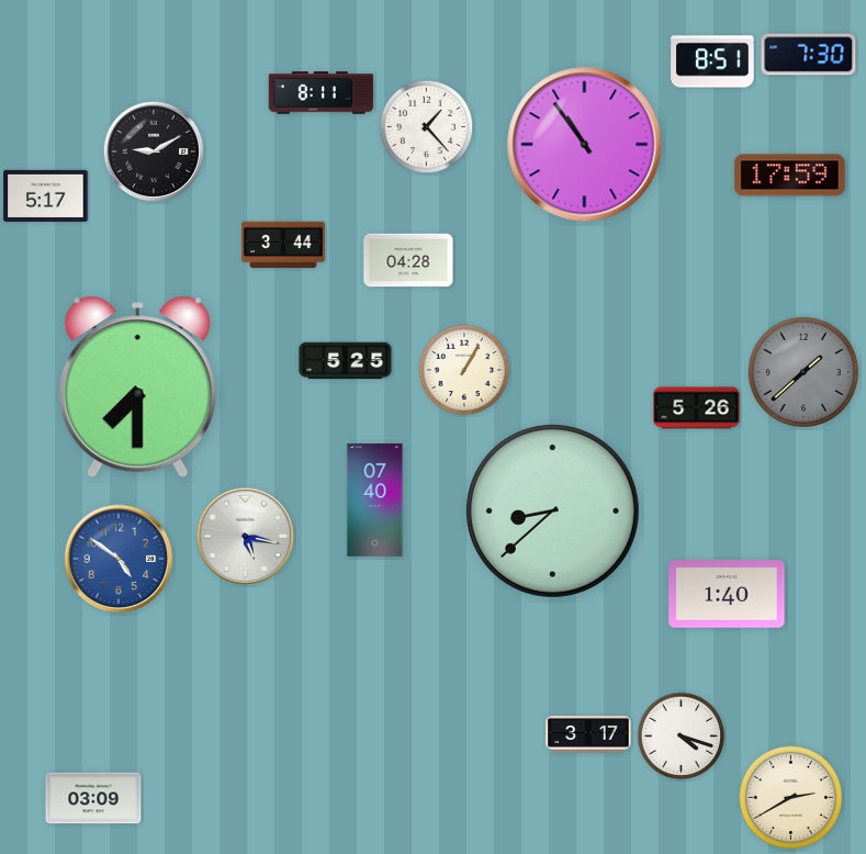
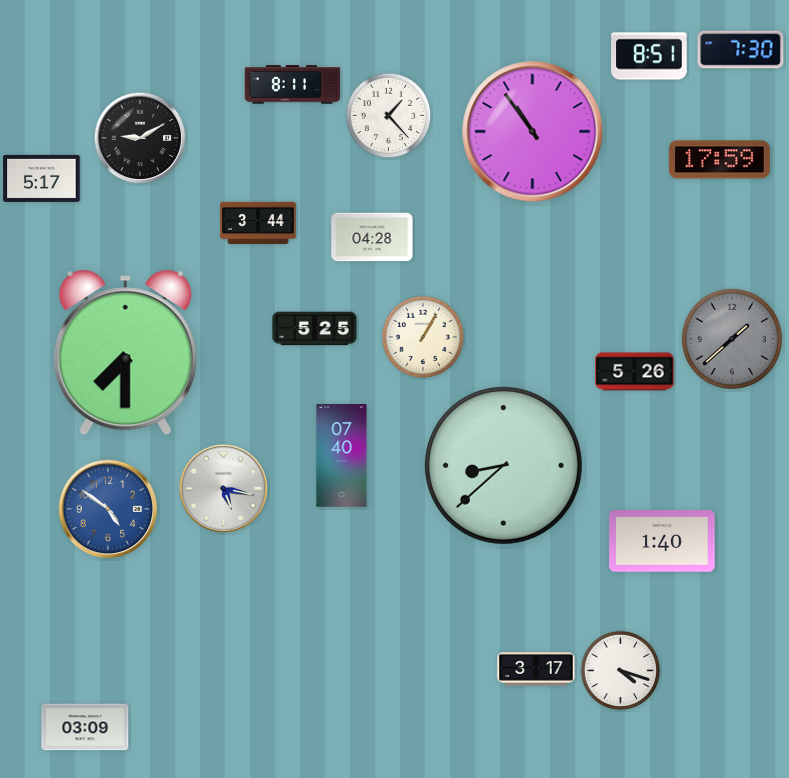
clock at (809, 55) position: (809, 55) -> (741, 50)
clock at (791, 798): 2:40 -> none
